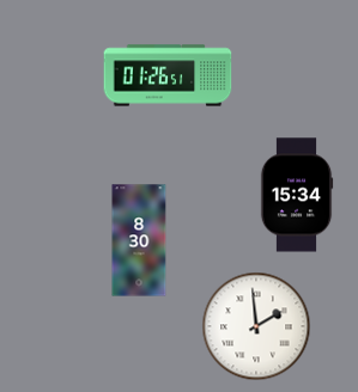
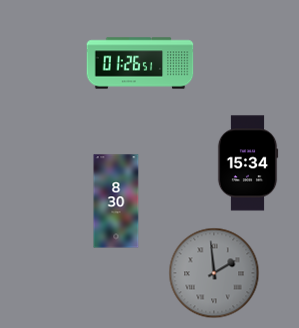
clock at (256, 326) dial: white -> grey
